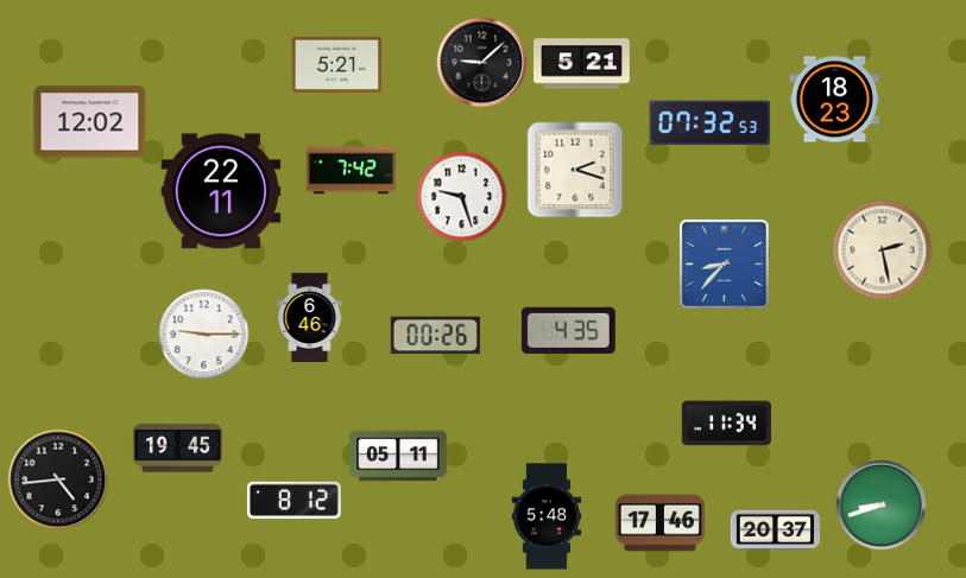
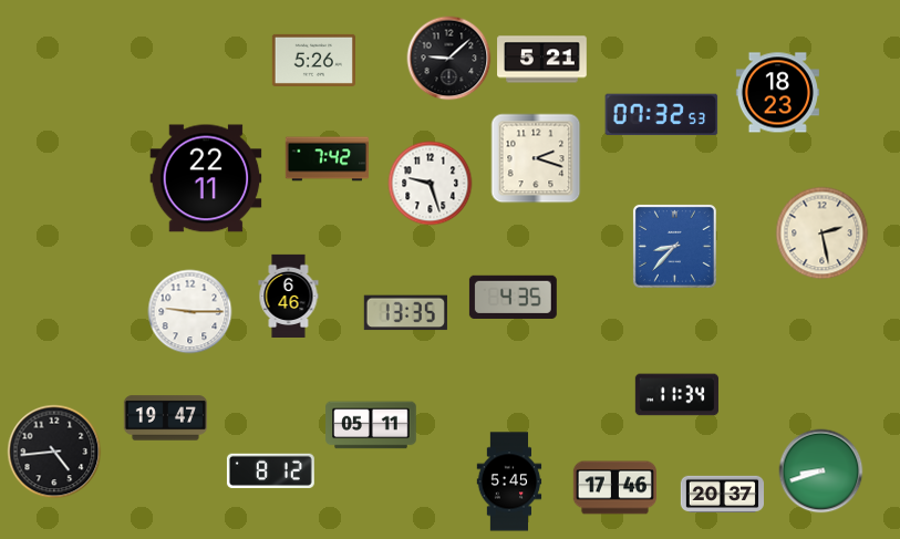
clock at (336, 64): 5:21 -> 5:26
clock at (90, 122): 12:02 -> none
clock at (568, 330) position: (568, 330) -> (513, 297)
clock at (435, 336): 00:26 -> 13:35
clock at (177, 449): 19:45 -> 19:47
clock at (58, 479) position: (58, 479) -> (54, 452)
clock at (293, 500) position: (293, 500) -> (270, 470)
clock at (547, 516): 5:48 -> 5:45
